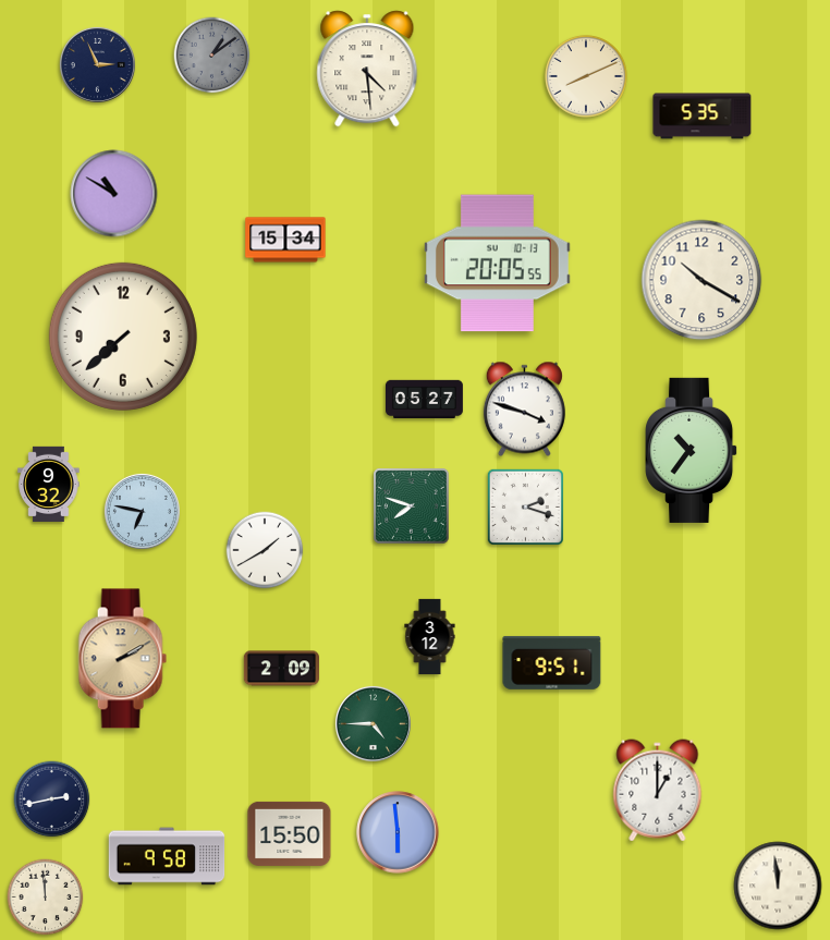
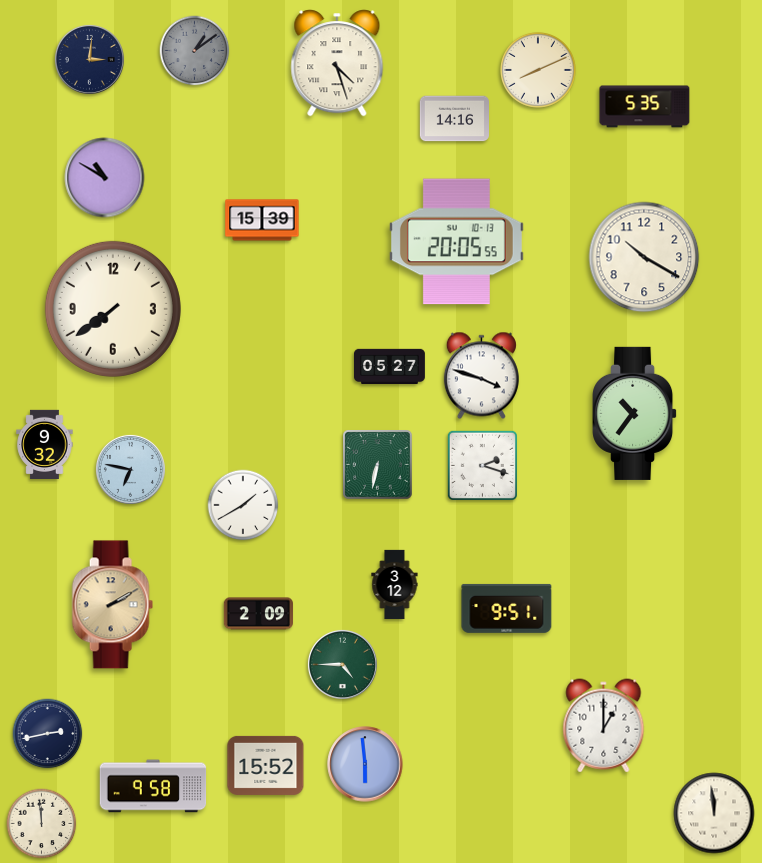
clock at (97, 64): 2:56 -> 3:01
clock at (367, 69): 4:29 -> 4:27
clock at (454, 119): none -> 14:16
clock at (285, 240): 15:34 -> 15:39
clock at (123, 337): 7:38 -> 7:39
clock at (412, 506): 7:48 -> 6:32
clock at (290, 833): 15:50 -> 15:52
